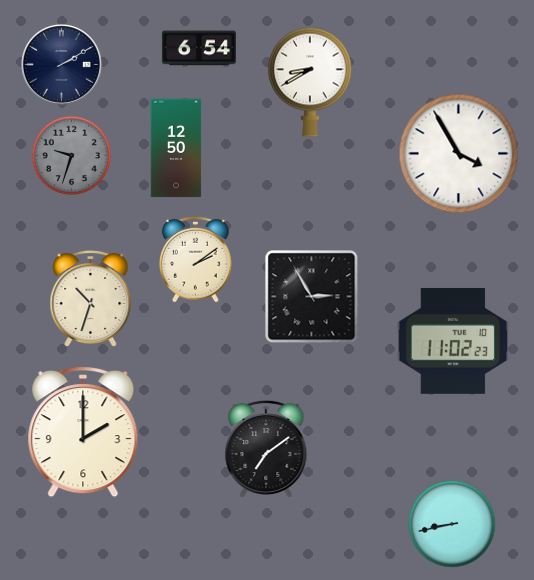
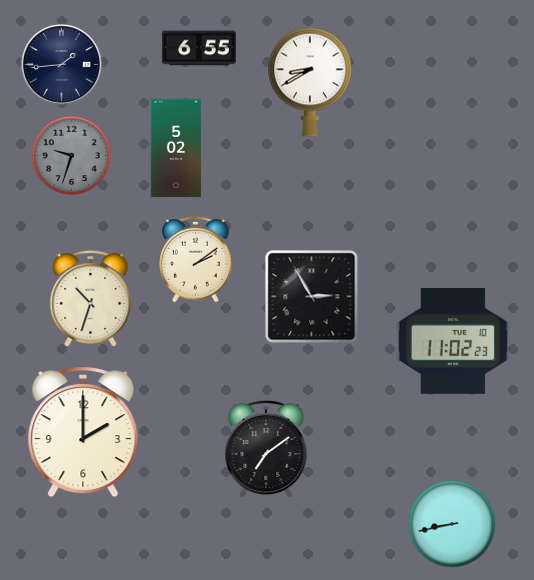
clock at (199, 48): 6:54 -> 6:55
clock at (61, 64): 2:10 -> 1:44
clock at (176, 148): 12:50 -> 5:02
clock at (459, 154): 3:55 -> none
